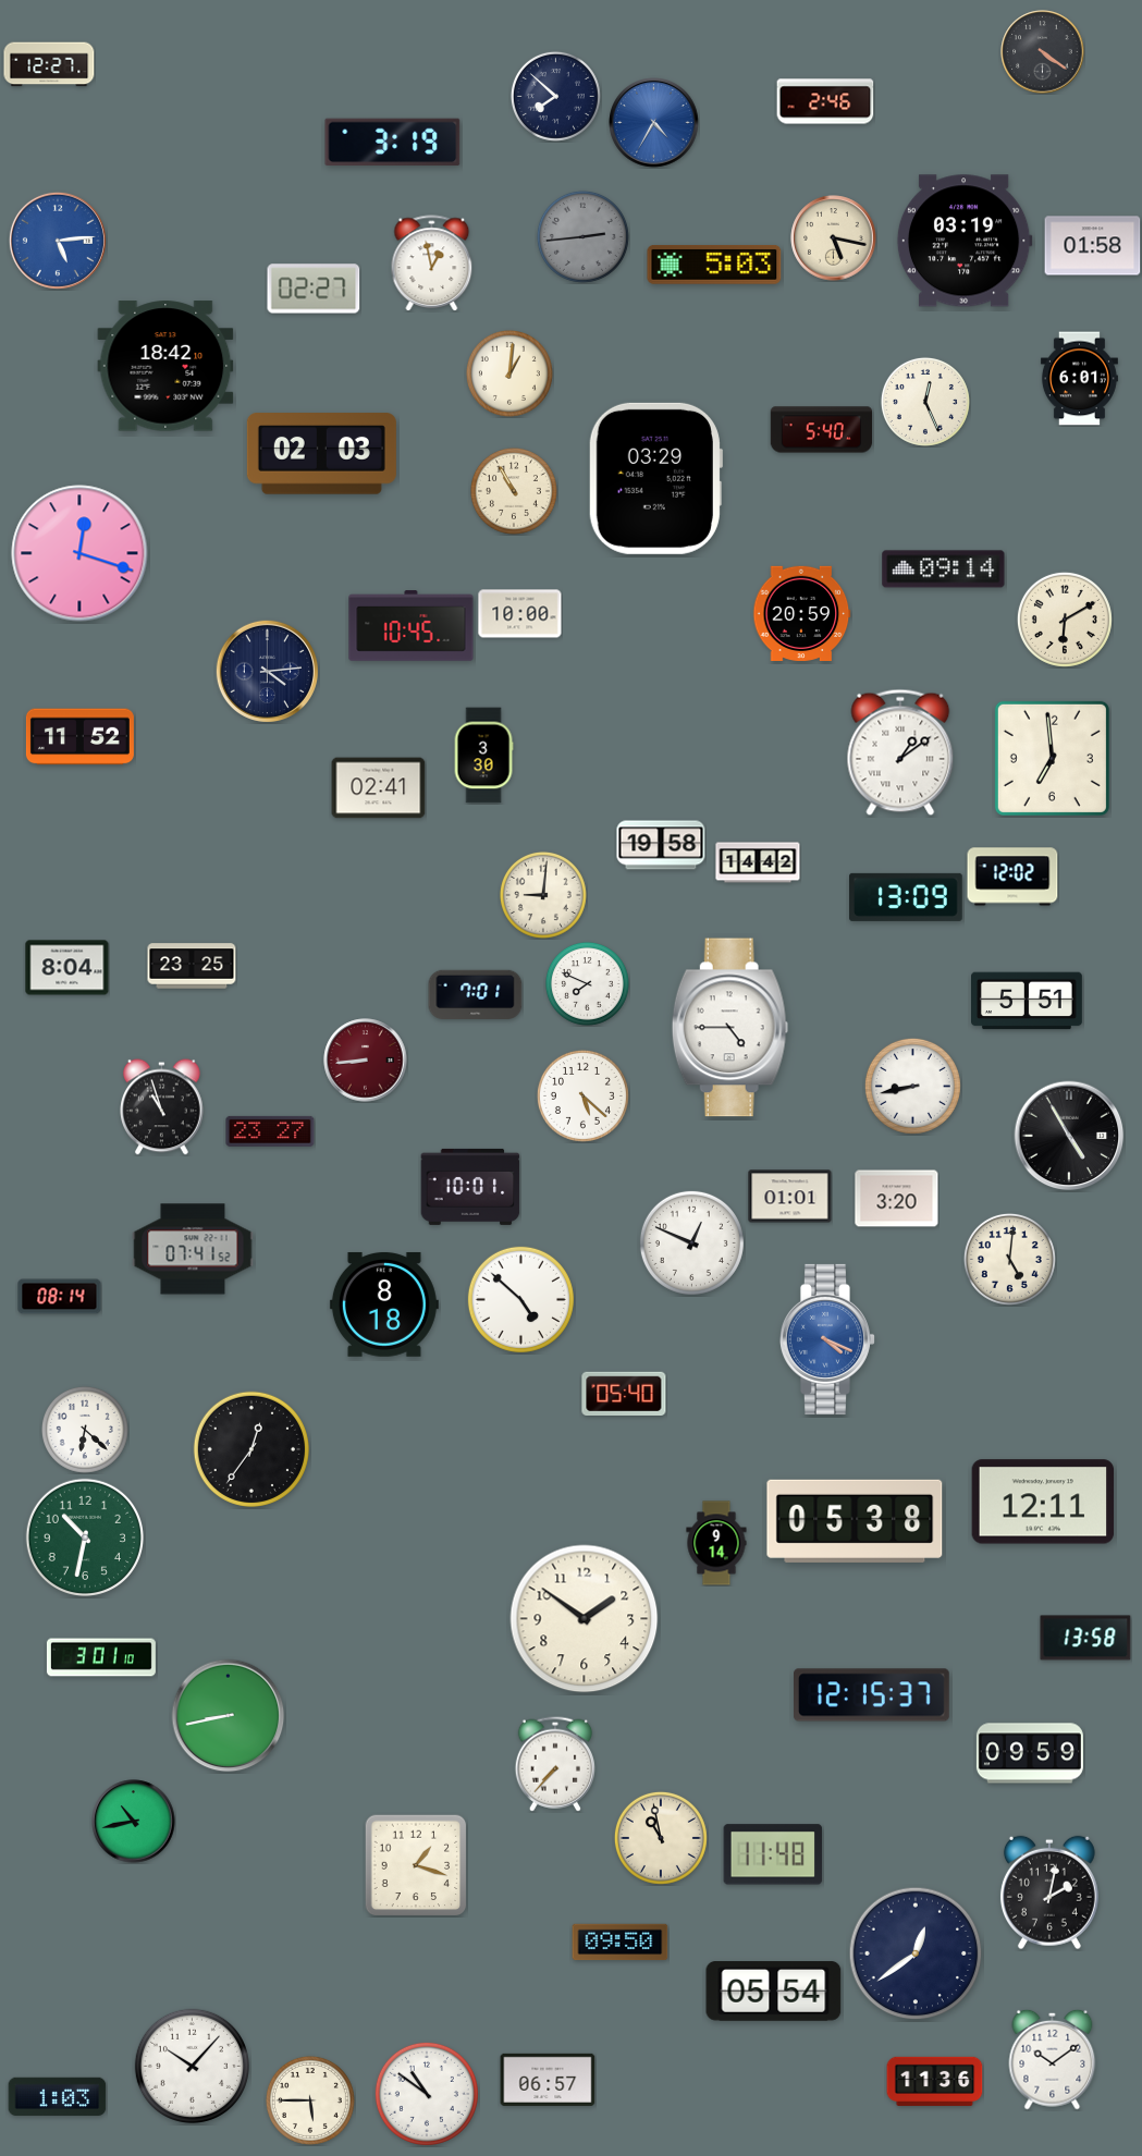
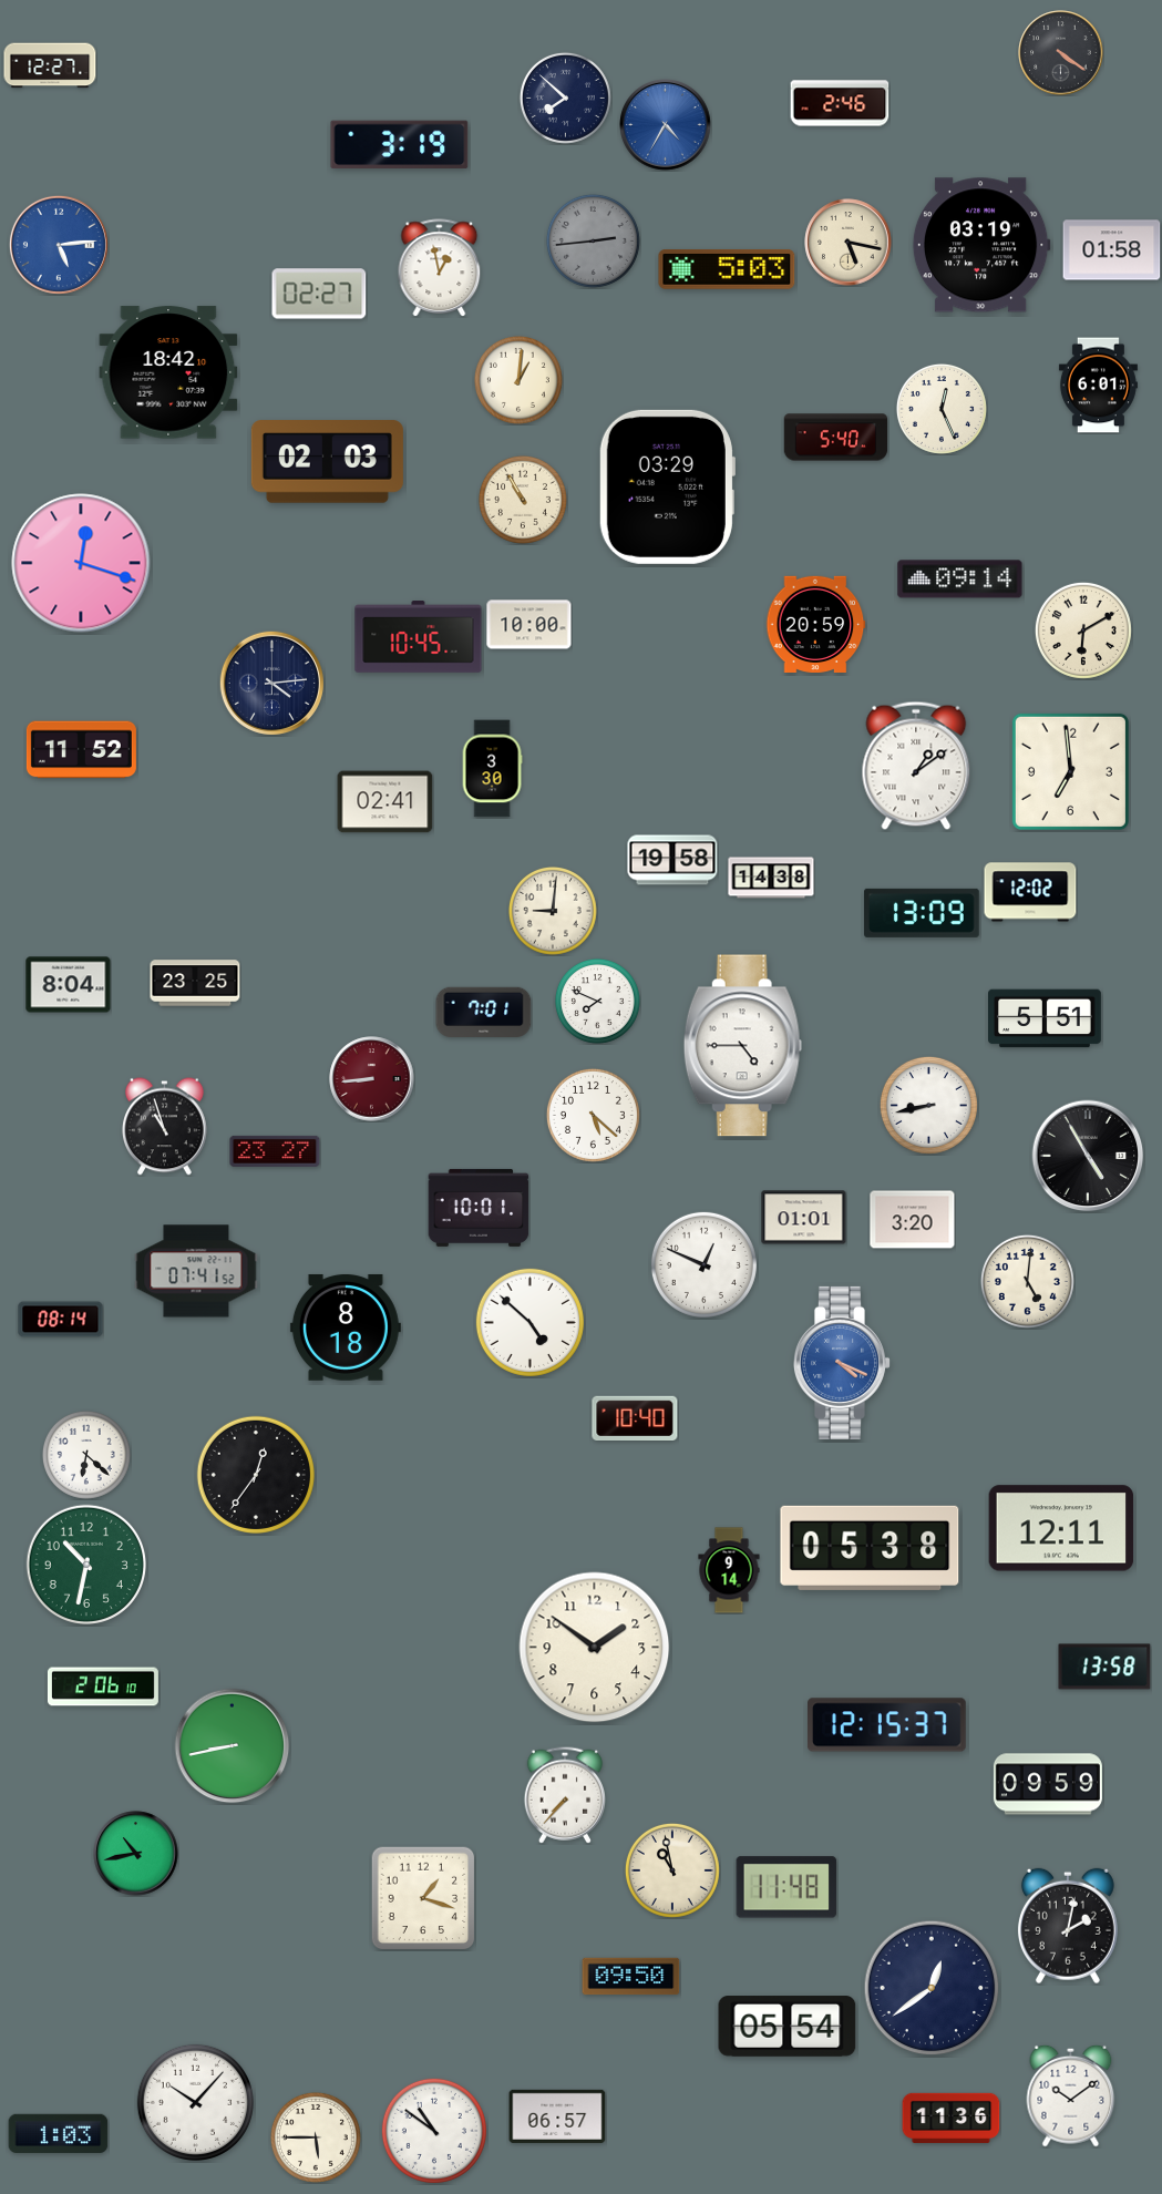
clock at (758, 862): 14:42 -> 14:38
clock at (384, 1304) position: (384, 1304) -> (346, 1327)
clock at (624, 1393): 05:40 -> 10:40
clock at (101, 1657): 3:01 -> 2:06
